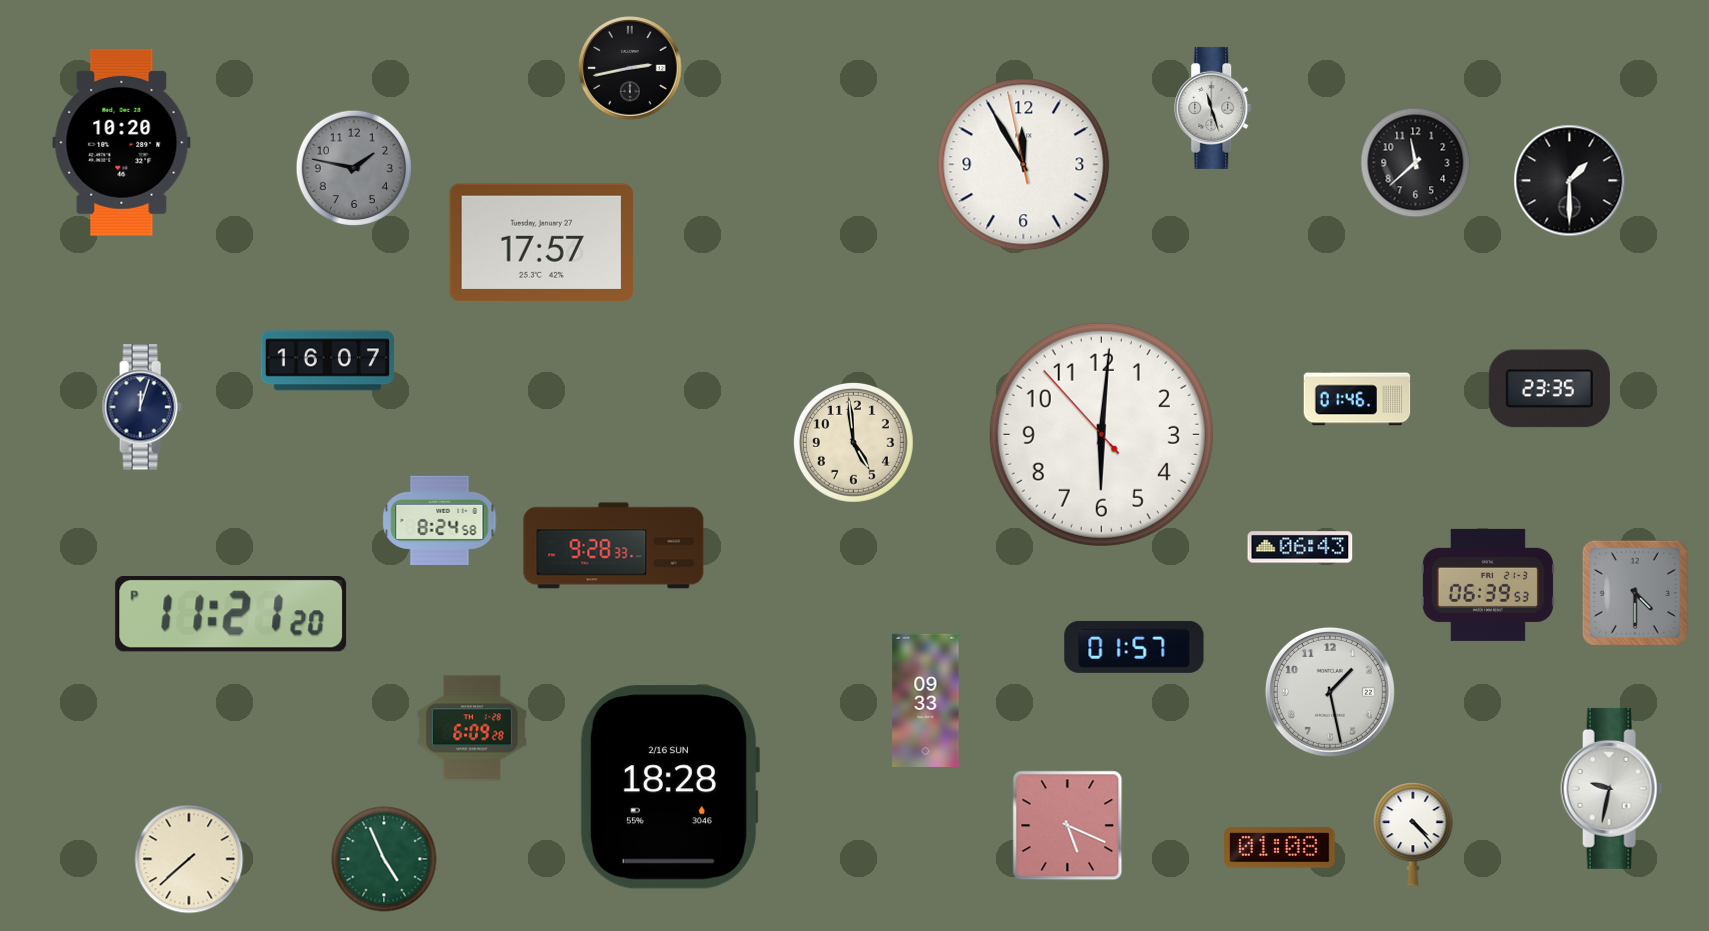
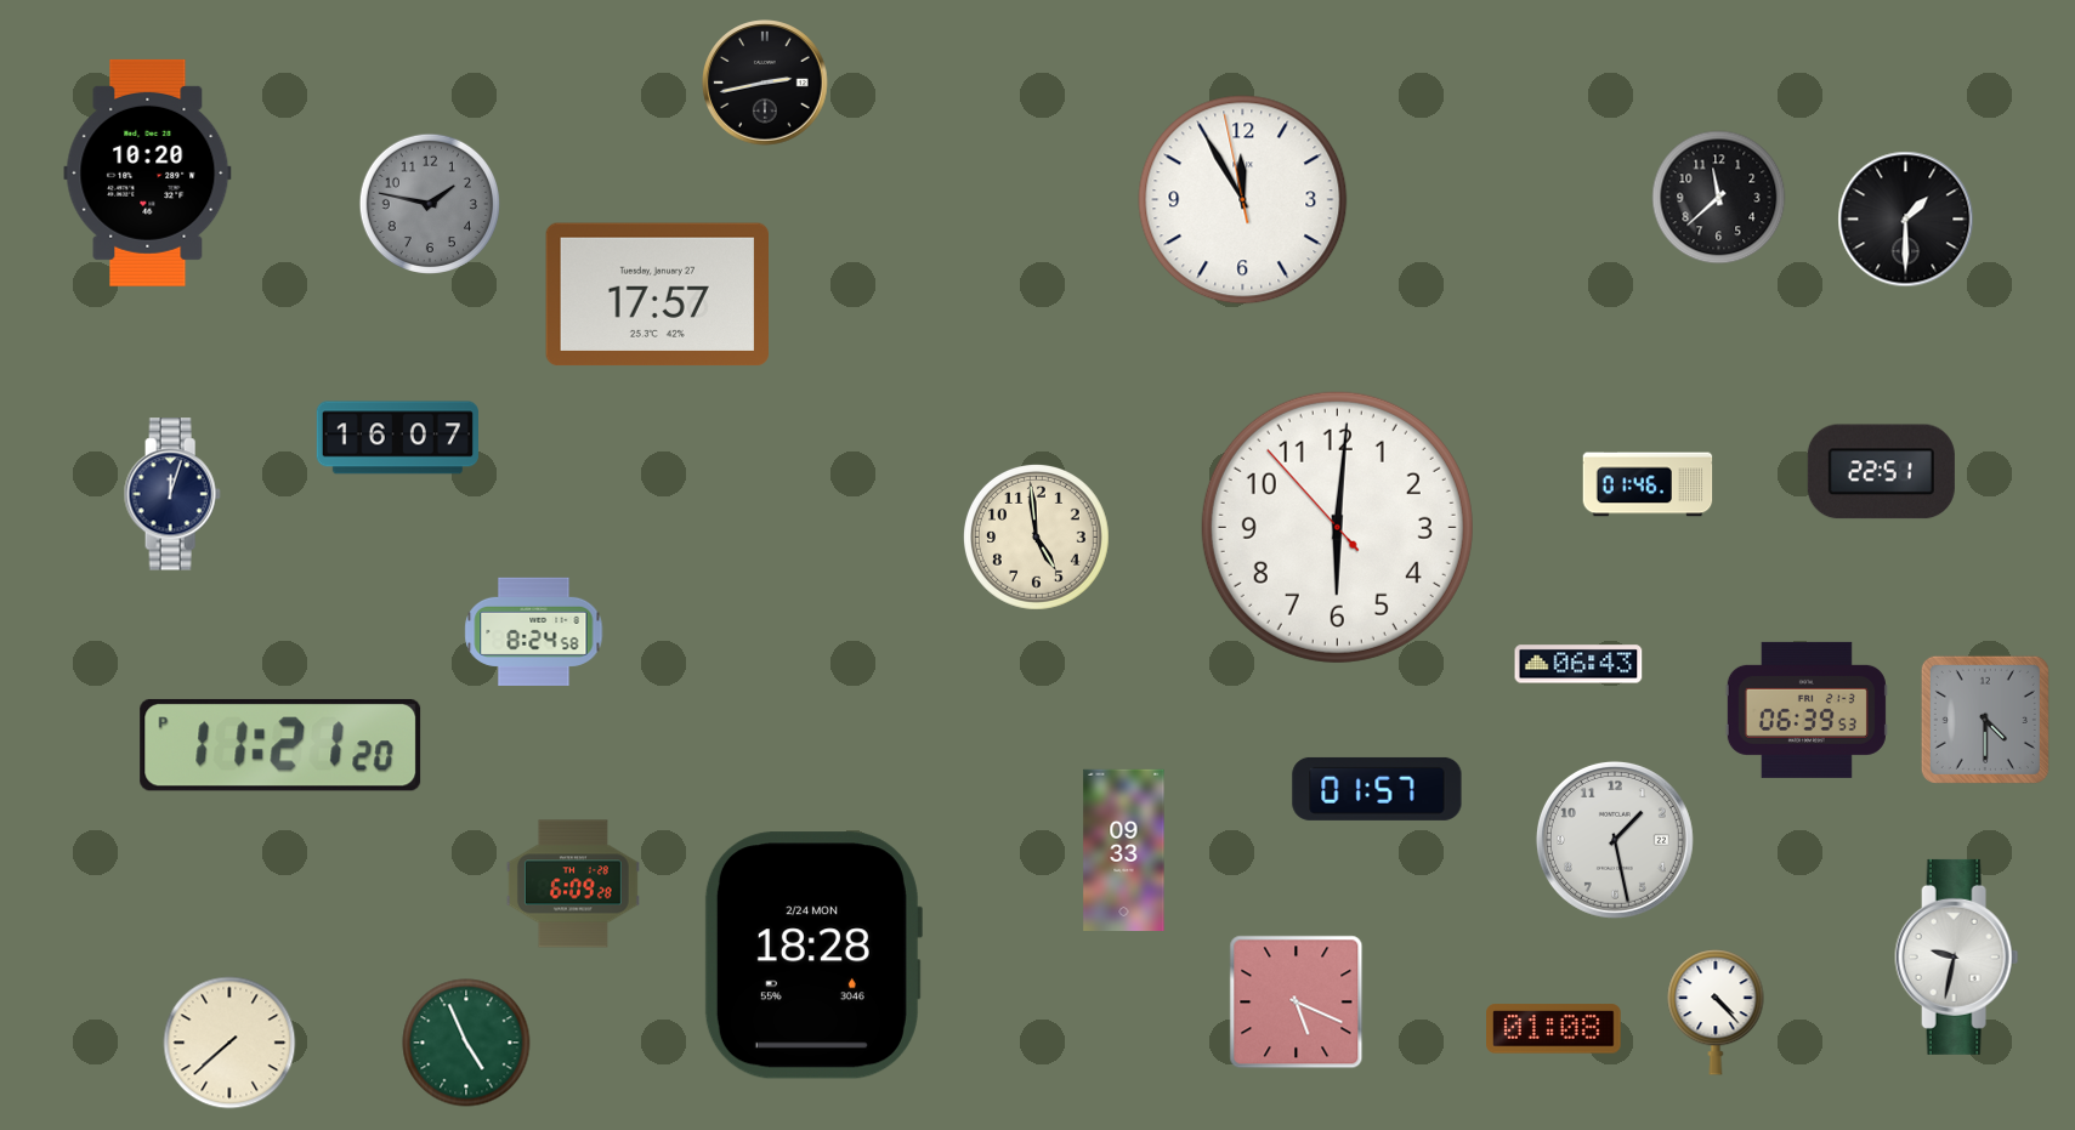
clock at (1214, 108): 11:27 -> none
clock at (1549, 389): 23:35 -> 22:51
clock at (614, 546): 9:28 -> none
clock at (1134, 647) position: (1134, 647) -> (1377, 789)
clock at (669, 787) date: 2/16 SUN -> 2/24 MON
